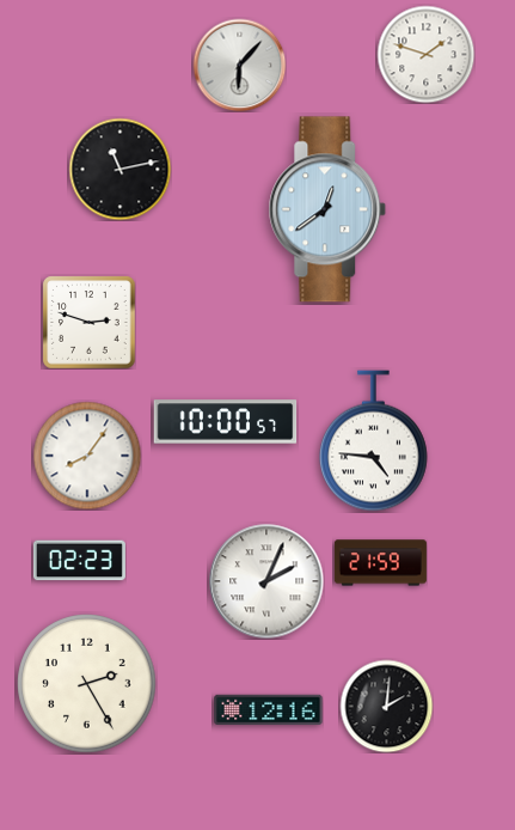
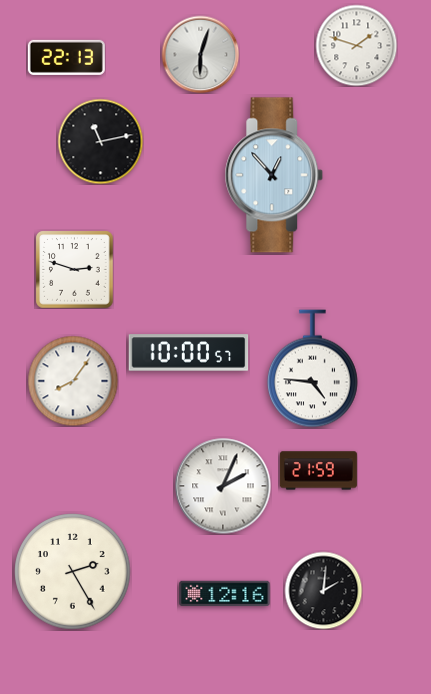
clock at (239, 65): 6:07 -> 6:03
clock at (66, 57): none -> 22:13
clock at (327, 209): 12:39 -> 12:53
clock at (79, 561): 02:23 -> none
